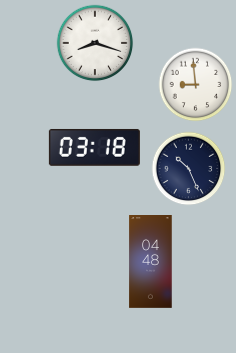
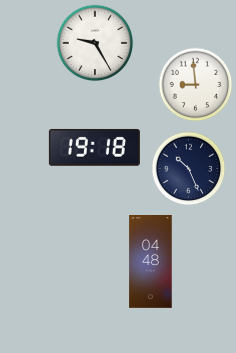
clock at (95, 43): 8:18 -> 9:25
clock at (94, 147): 03:18 -> 19:18
